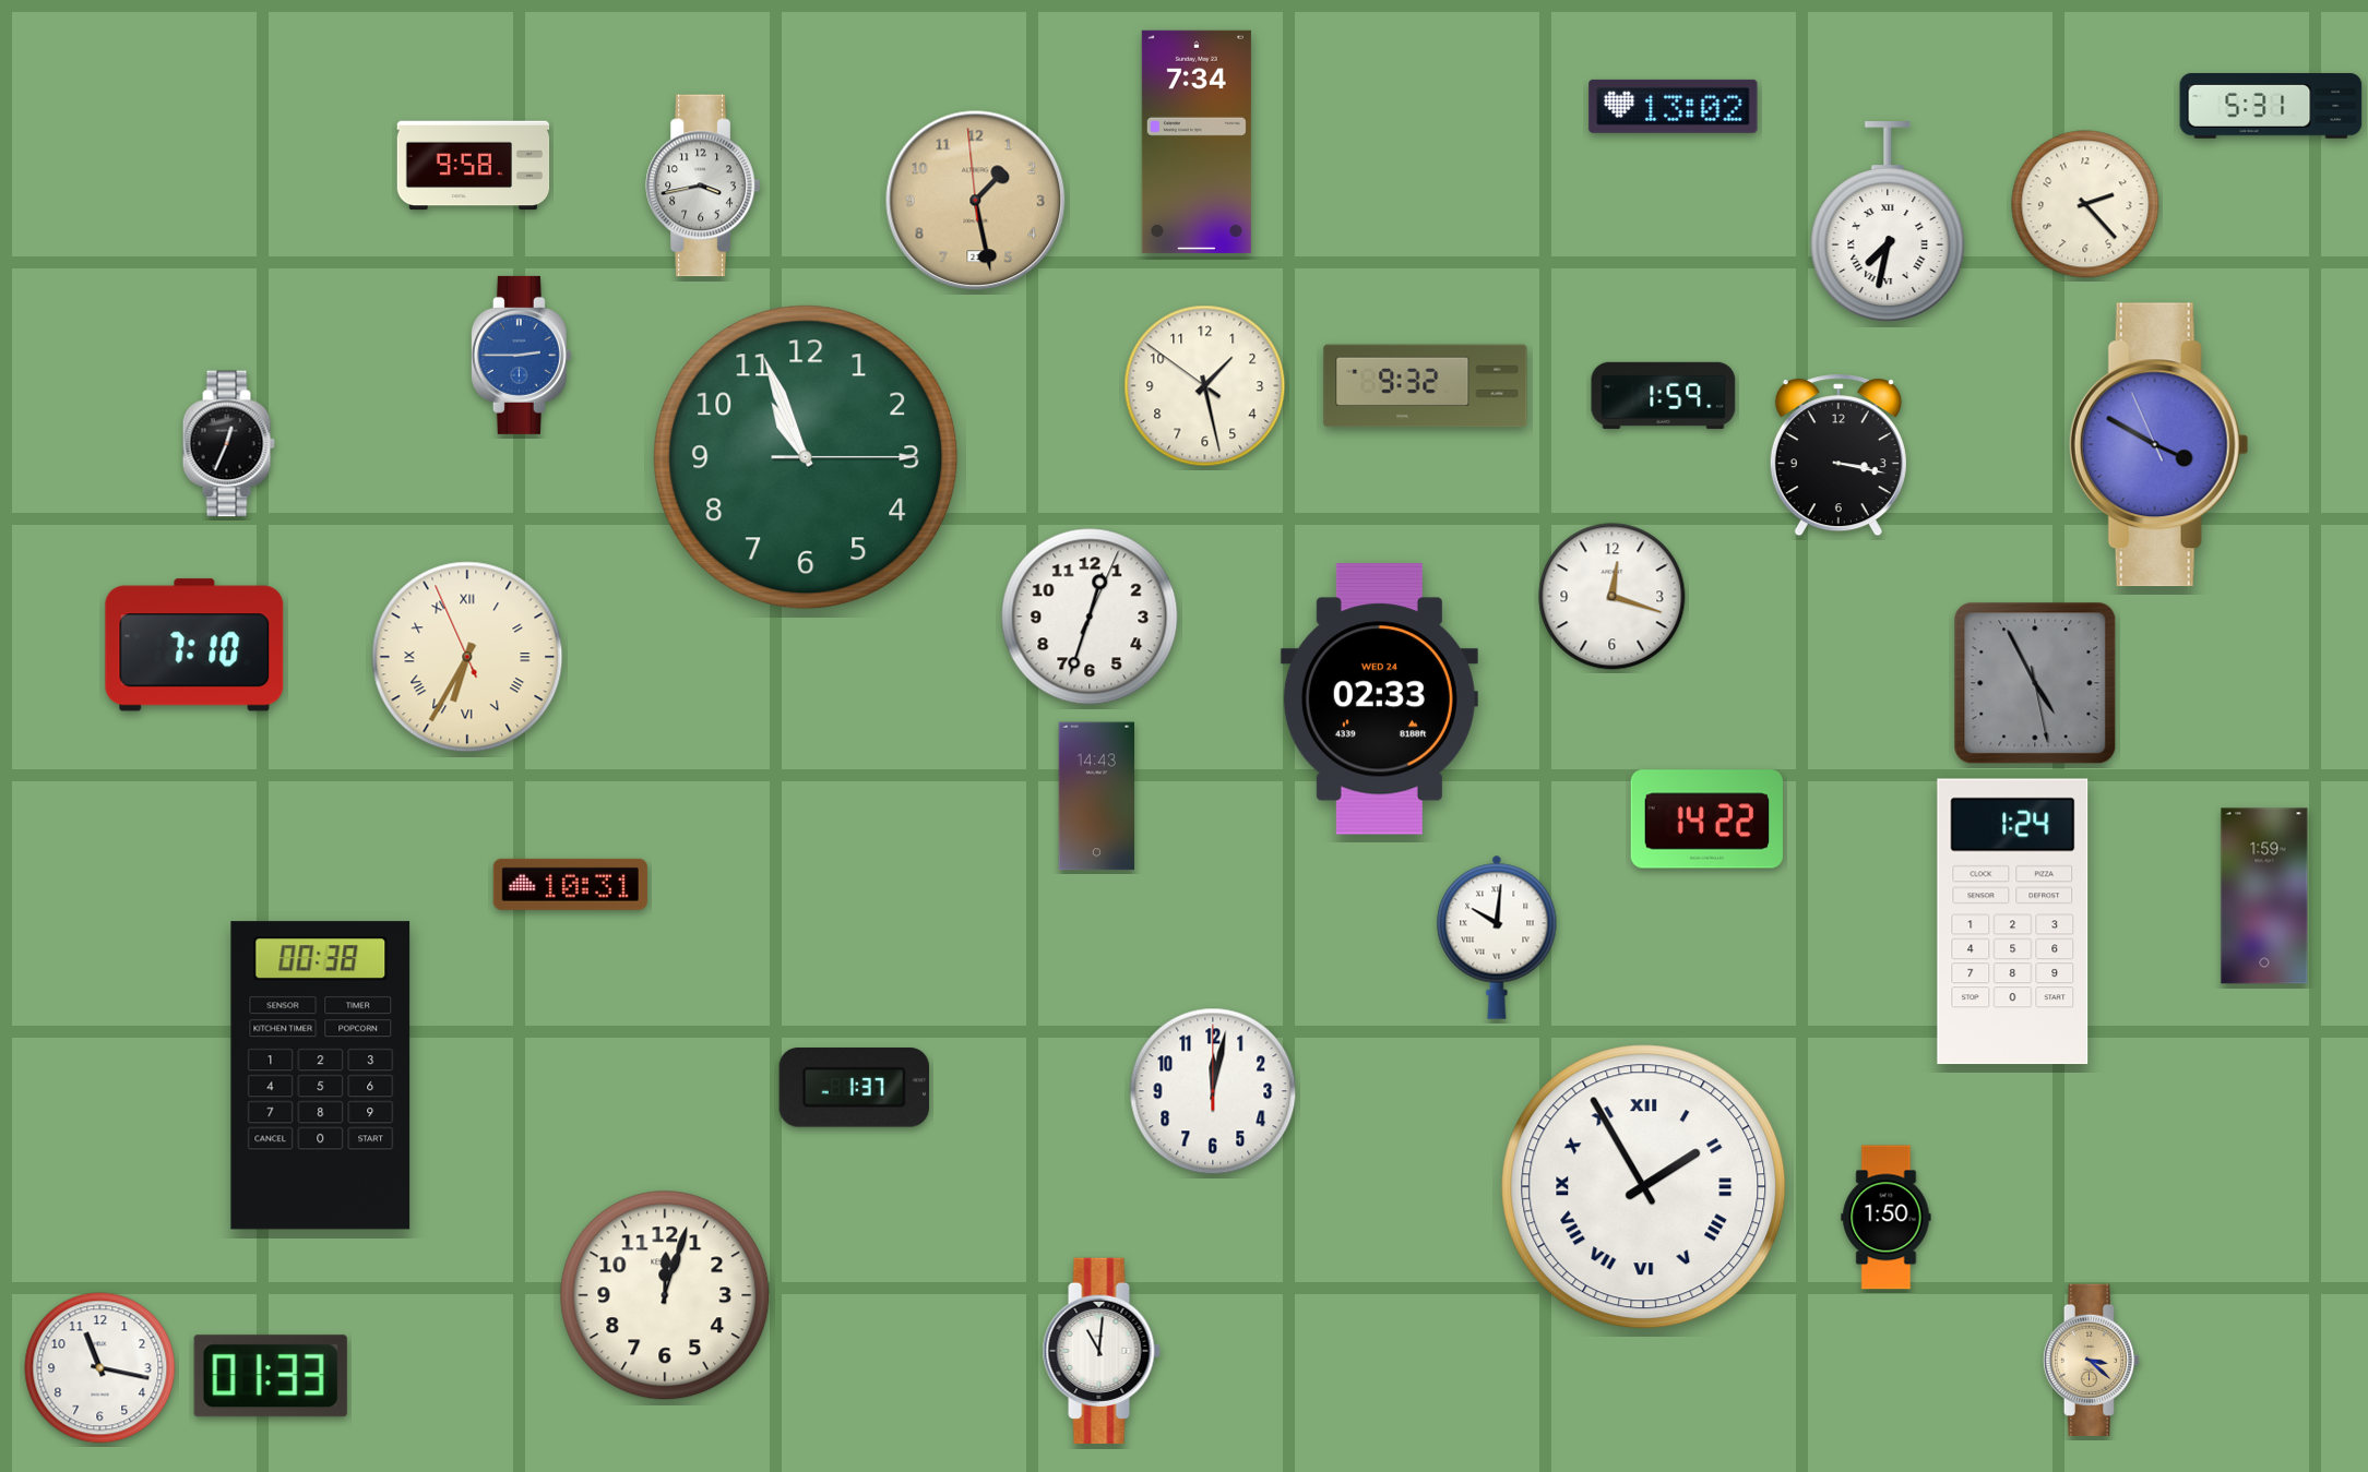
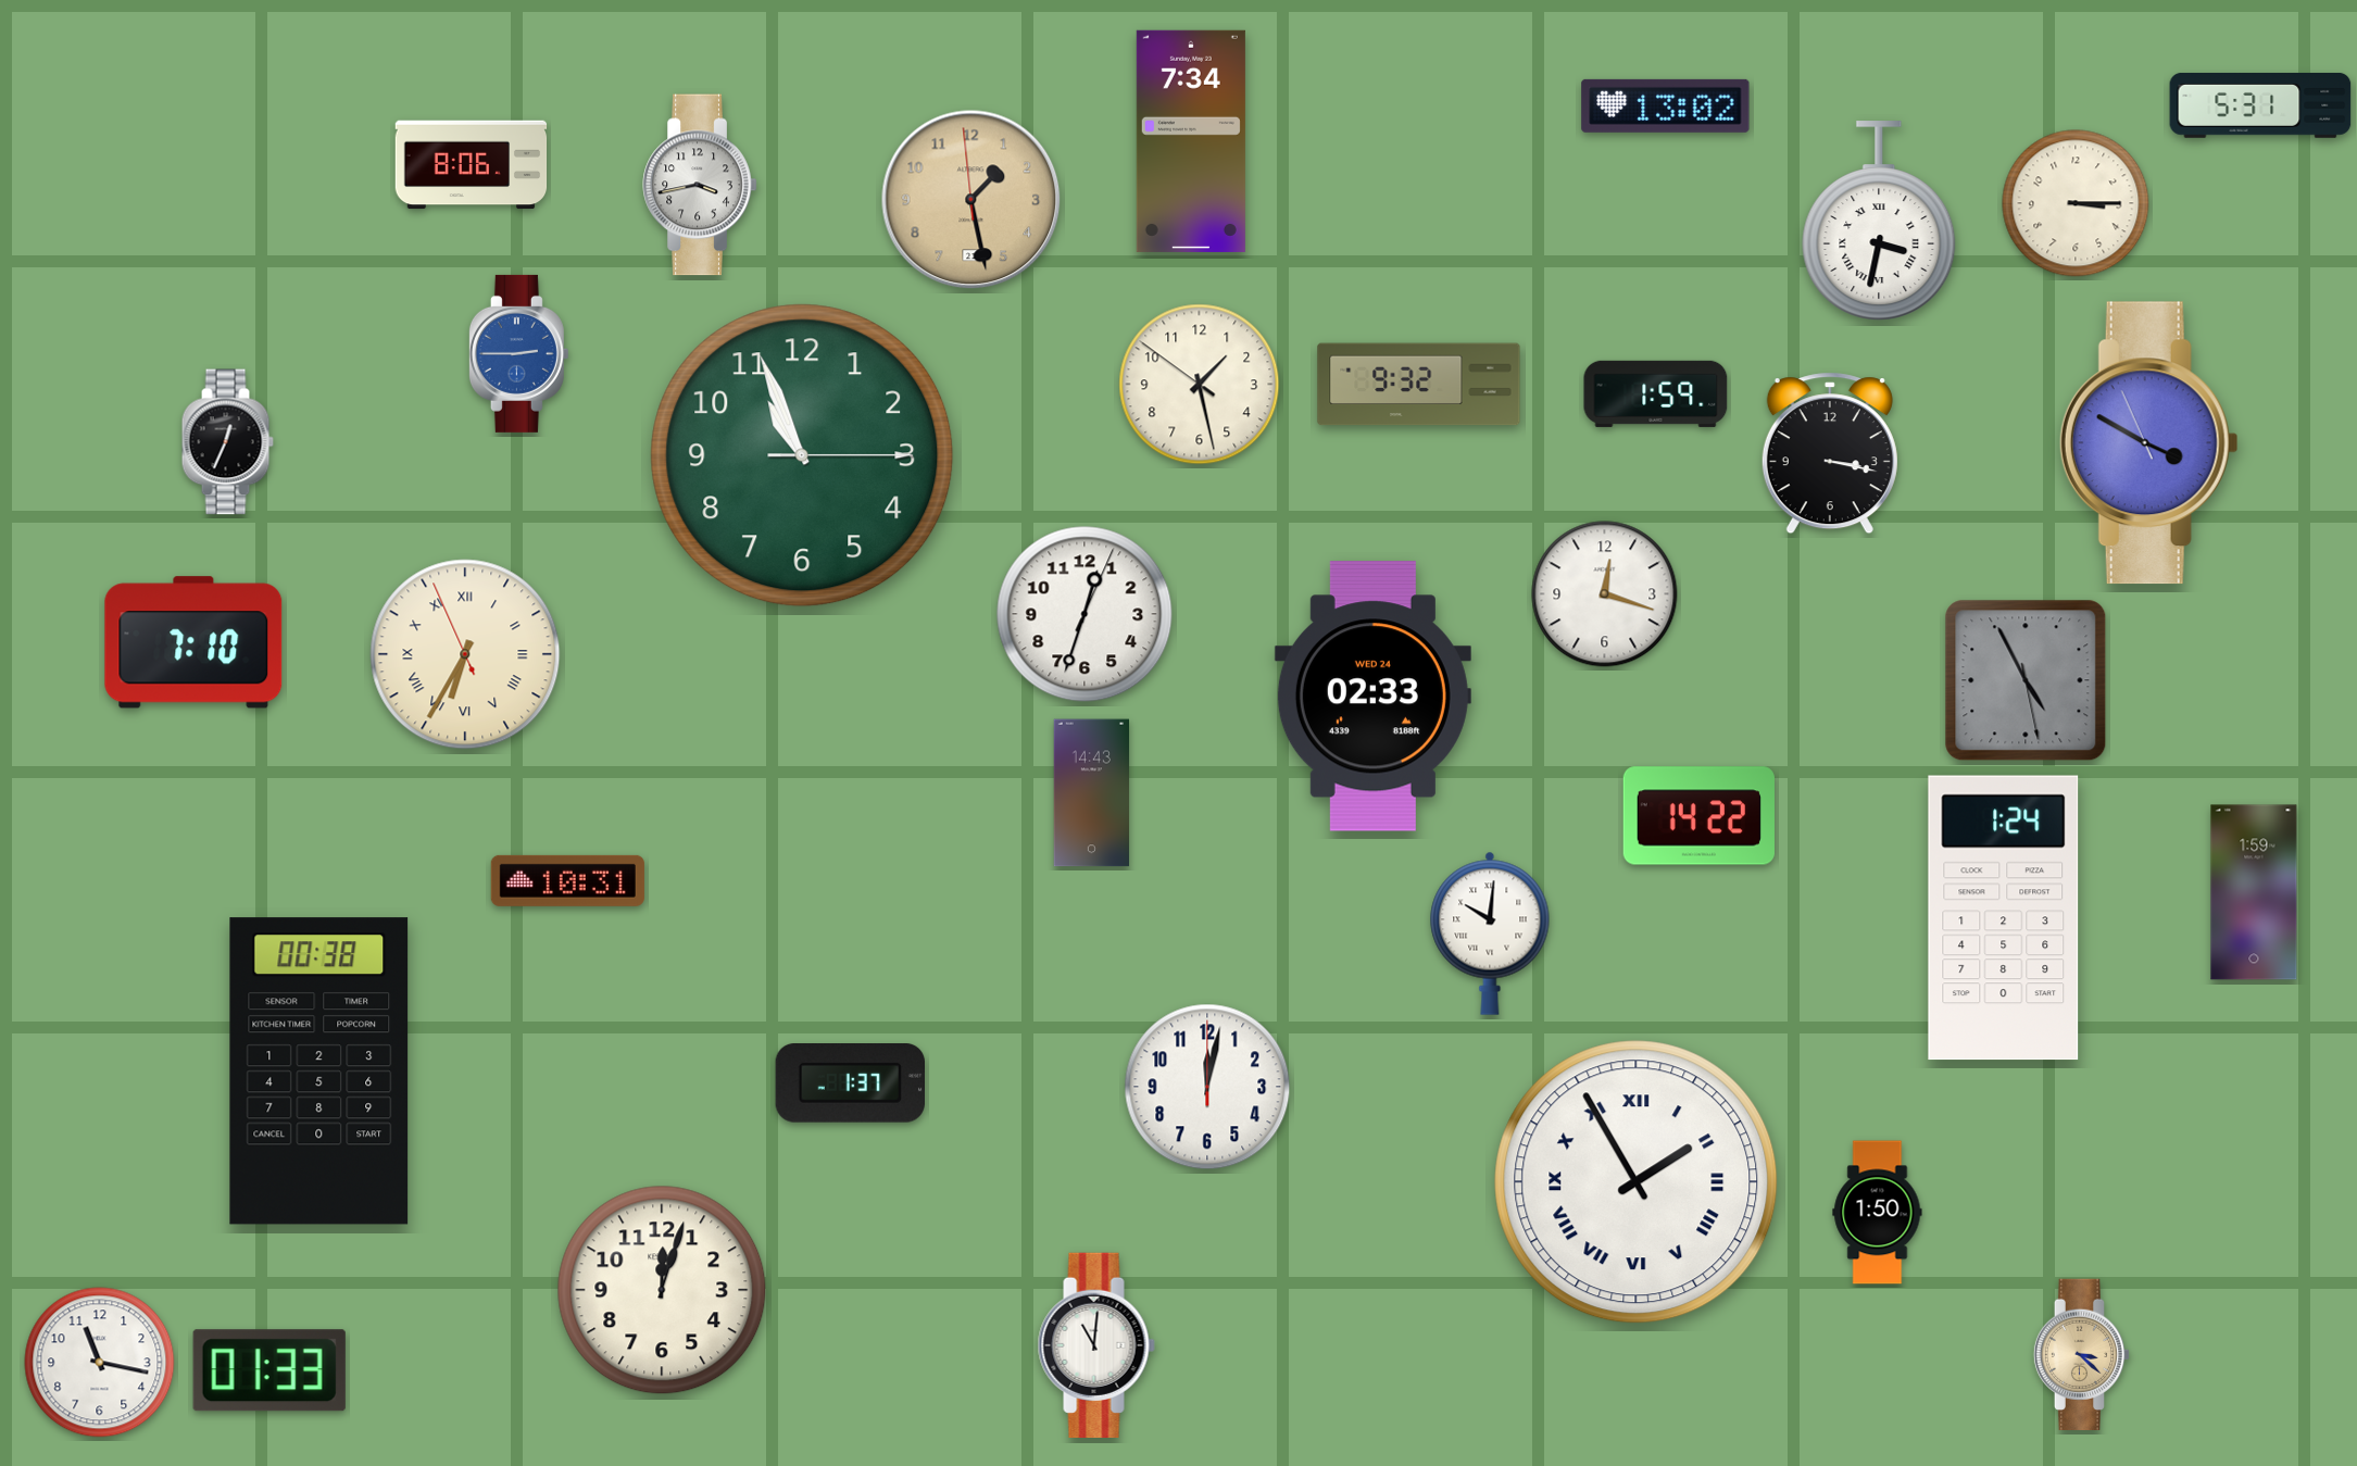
clock at (474, 166): 9:58 -> 8:06
clock at (2085, 204): 2:23 -> 3:15
clock at (1888, 222): 7:32 -> 3:32
